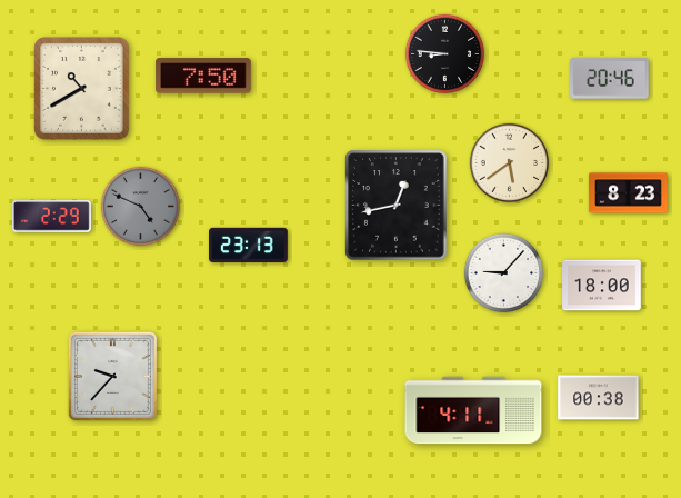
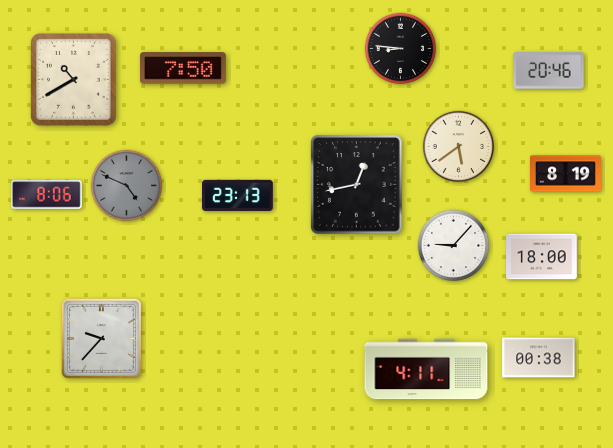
clock at (629, 193): 8:23 -> 8:19
clock at (52, 217): 2:29 -> 8:06
clock at (249, 245) position: (249, 245) -> (238, 195)
